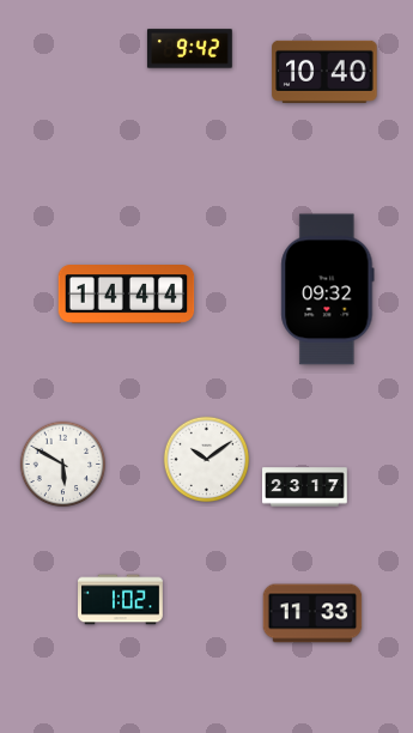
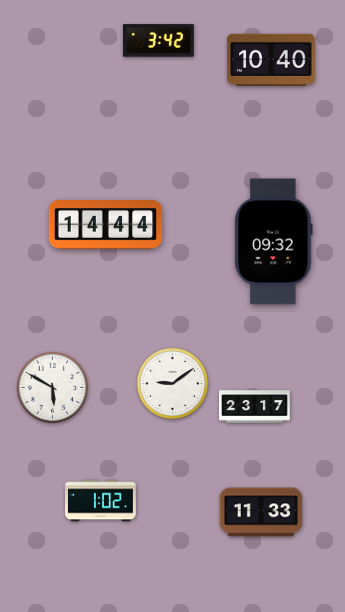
clock at (189, 49): 9:42 -> 3:42
clock at (127, 295) position: (127, 295) -> (106, 225)
clock at (207, 460): 10:09 -> 9:09
